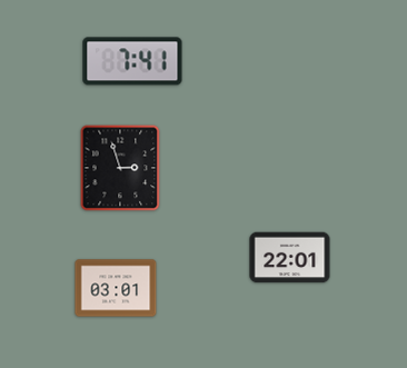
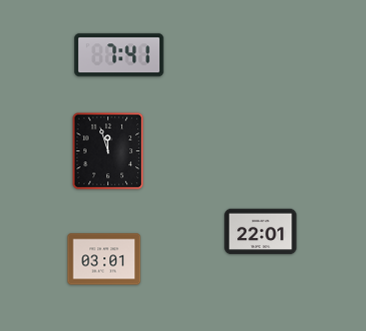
clock at (120, 168): 2:57 -> 11:57
